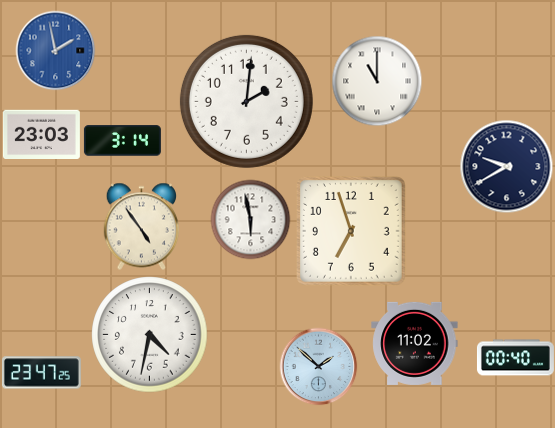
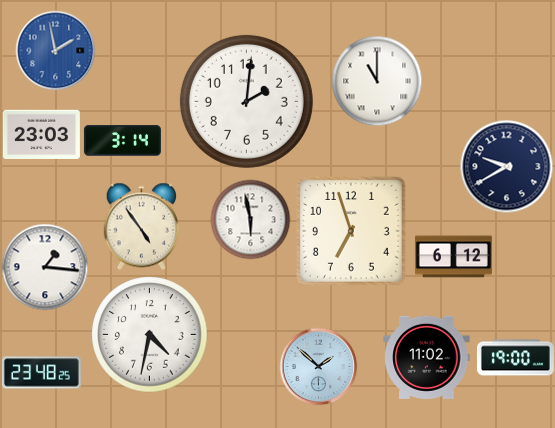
clock at (453, 257): none -> 6:12
clock at (45, 267): none -> 1:16
clock at (415, 343) position: (415, 343) -> (427, 357)
clock at (515, 358): 00:40 -> 19:00
clock at (41, 373): 23:47 -> 23:48
